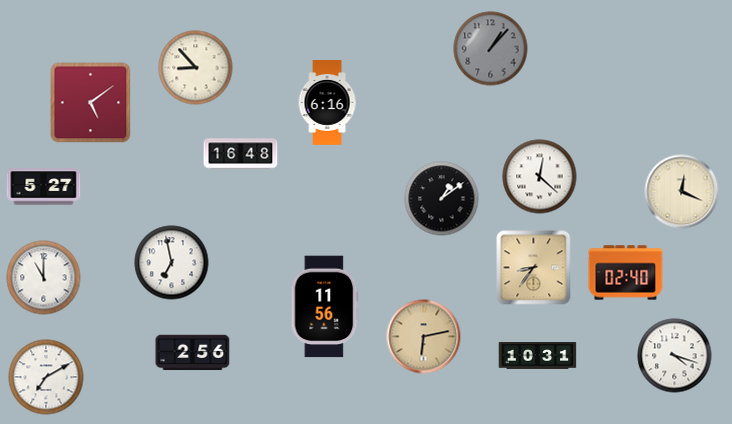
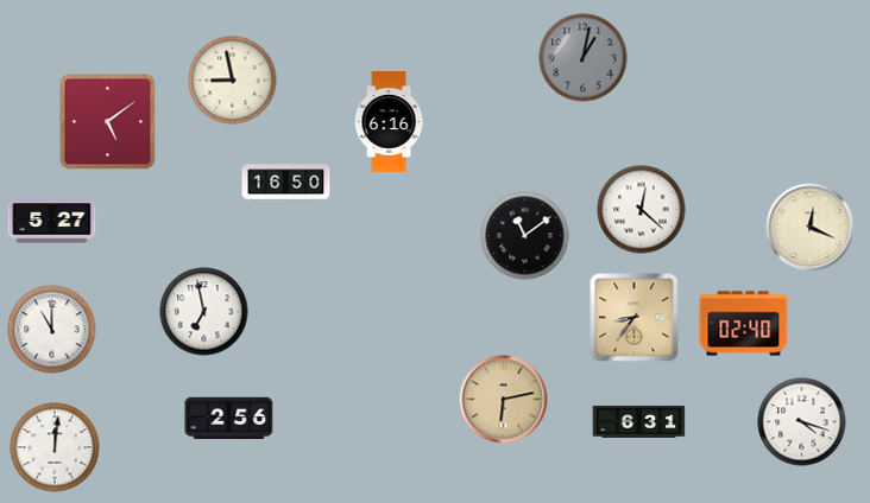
clock at (491, 49): 1:07 -> 1:02
clock at (196, 68): 8:53 -> 8:58
clock at (241, 154): 16:48 -> 16:50
clock at (442, 199): 1:09 -> 11:09
clock at (325, 307): 11:56 -> none
clock at (538, 356): 10:31 -> 6:31
clock at (46, 377): 7:10 -> 12:01
